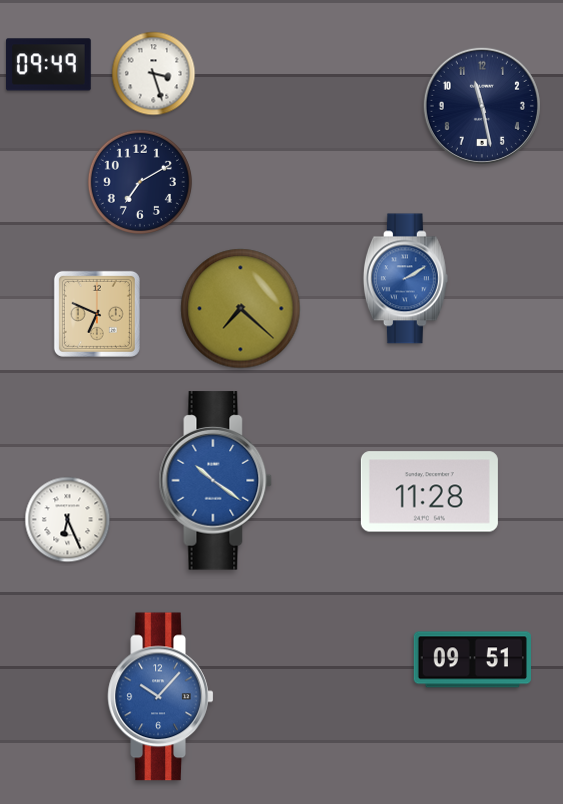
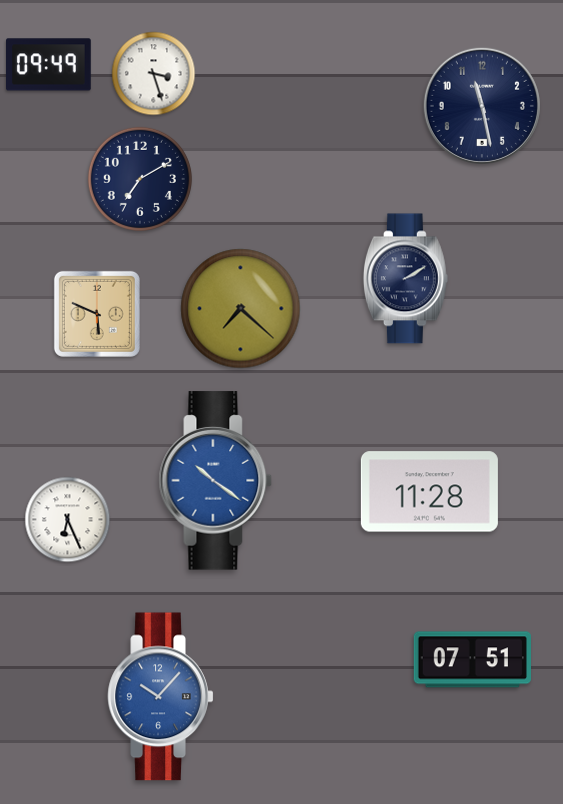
clock at (140, 182) position: (140, 182) -> (140, 179)
clock at (405, 279) dial: blue -> navy
clock at (97, 314): 6:49 -> 5:49
clock at (472, 660): 09:51 -> 07:51
